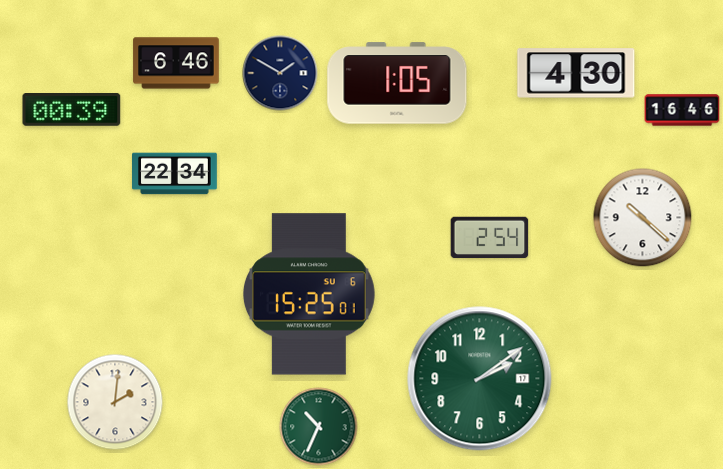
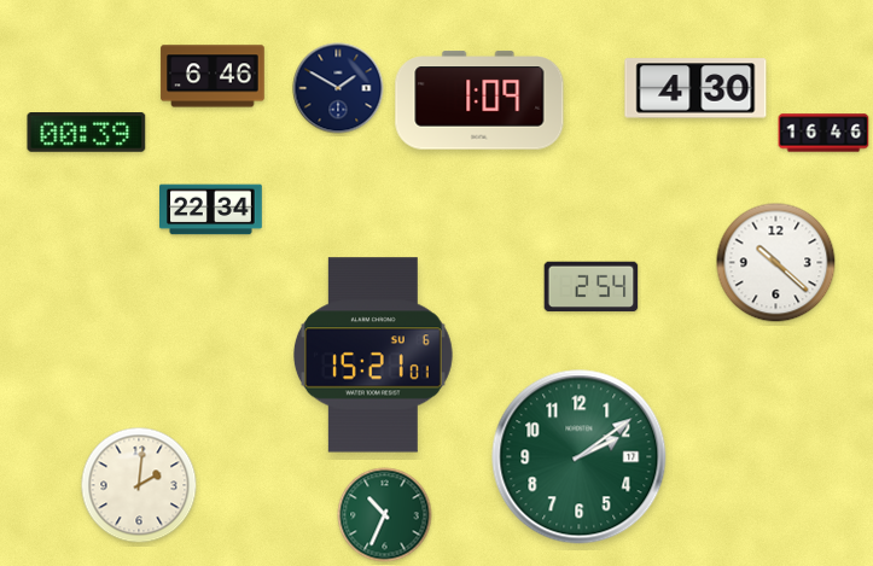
clock at (397, 83): 1:05 -> 1:09
clock at (309, 294): 15:25 -> 15:21
